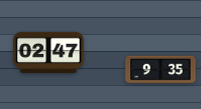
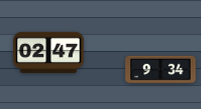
clock at (161, 70): 9:35 -> 9:34
